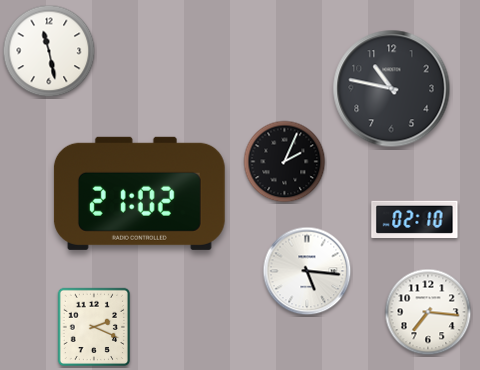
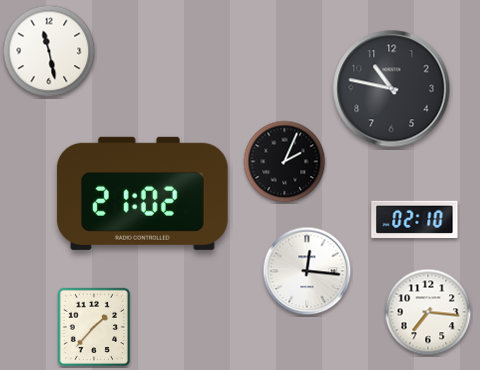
clock at (139, 193) position: (139, 193) -> (142, 193)
clock at (307, 271): 5:16 -> 12:16
clock at (94, 327): 2:19 -> 1:37
